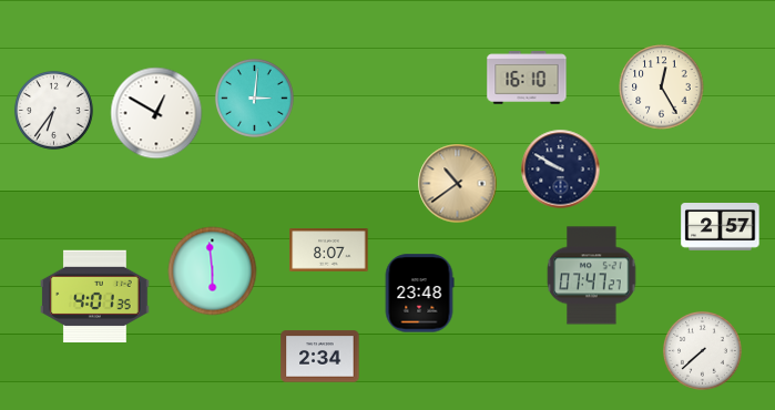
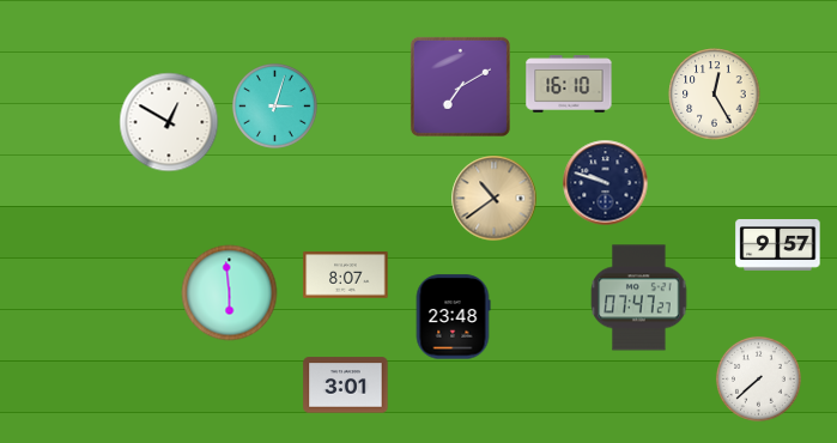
clock at (460, 86): none -> 7:10
clock at (254, 98): 3:01 -> 3:03
clock at (53, 110): 6:36 -> none
clock at (561, 170): 9:50 -> 9:48
clock at (721, 227): 2:57 -> 9:57
clock at (329, 250) position: (329, 250) -> (346, 275)
clock at (95, 296): 4:01 -> none
clock at (320, 357): 2:34 -> 3:01
